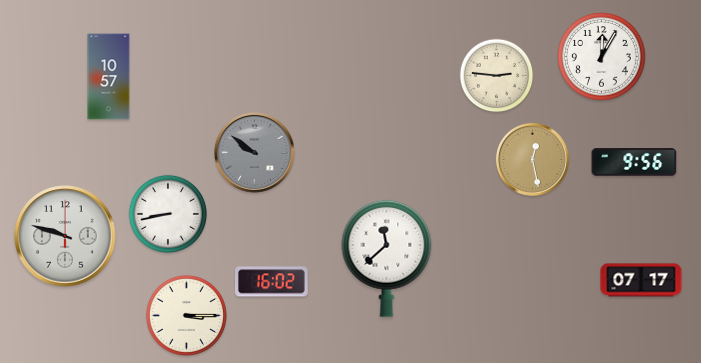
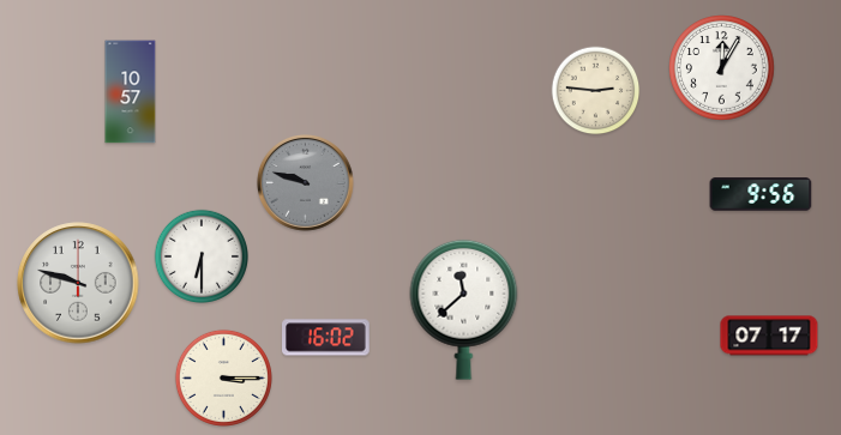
clock at (255, 153): 9:51 -> 9:48
clock at (532, 159): 12:28 -> none
clock at (167, 213): 8:43 -> 6:30
